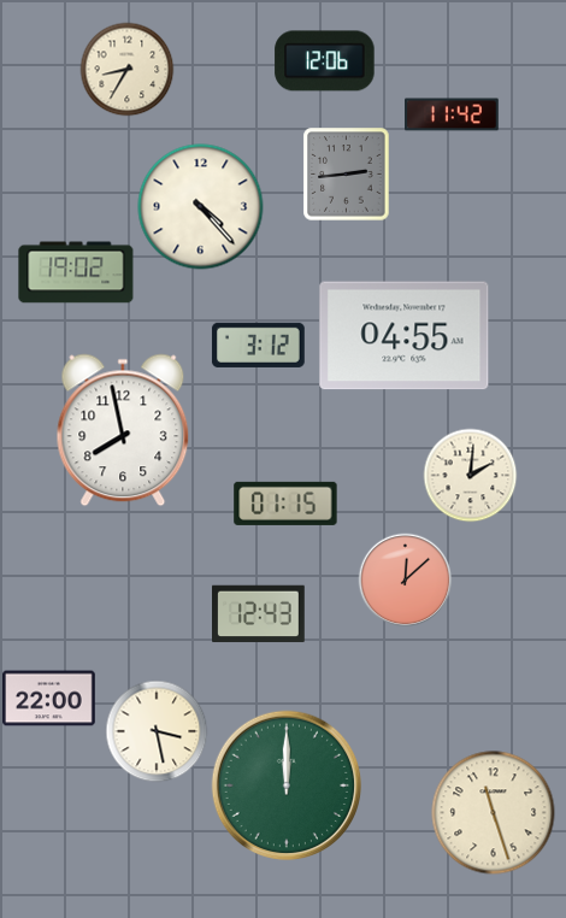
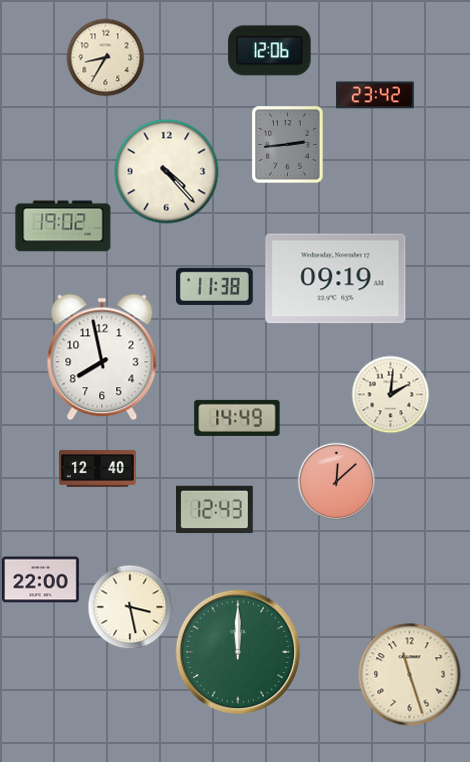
clock at (452, 114): 11:42 -> 23:42
clock at (405, 336): 04:55 -> 09:19
clock at (259, 345): 3:12 -> 11:38
clock at (285, 504): 01:15 -> 14:49
clock at (98, 469): none -> 12:40
